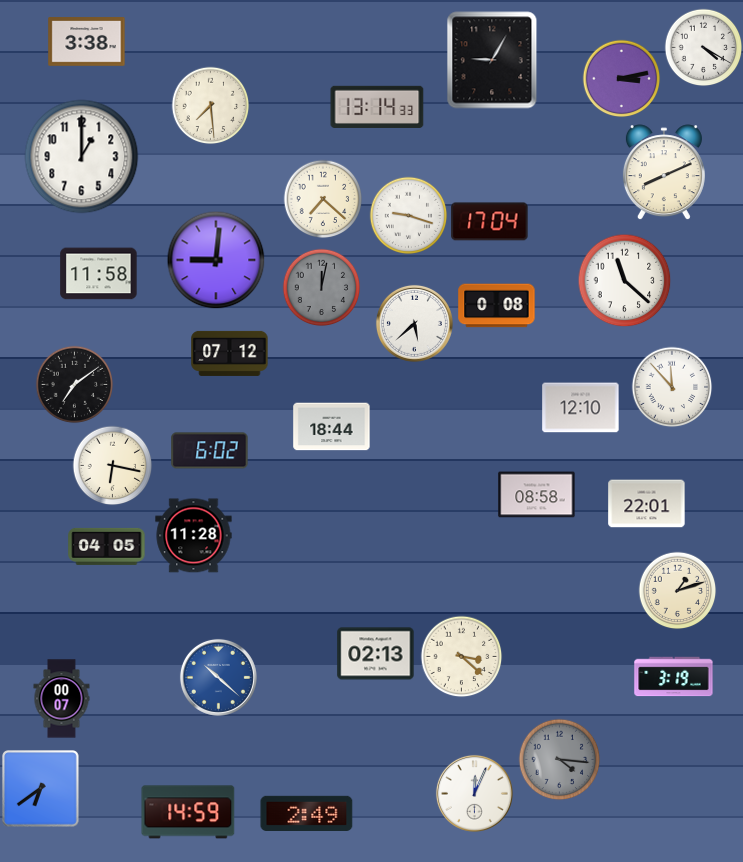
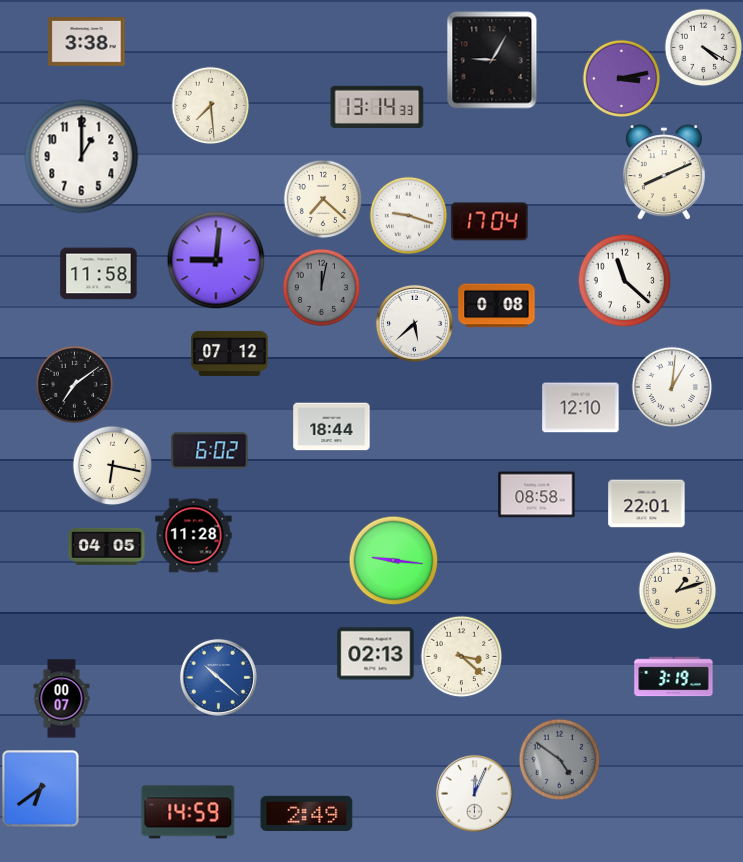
clock at (672, 387): 11:53 -> 1:01
clock at (393, 560): none -> 9:16
clock at (559, 759): 4:16 -> 4:51
